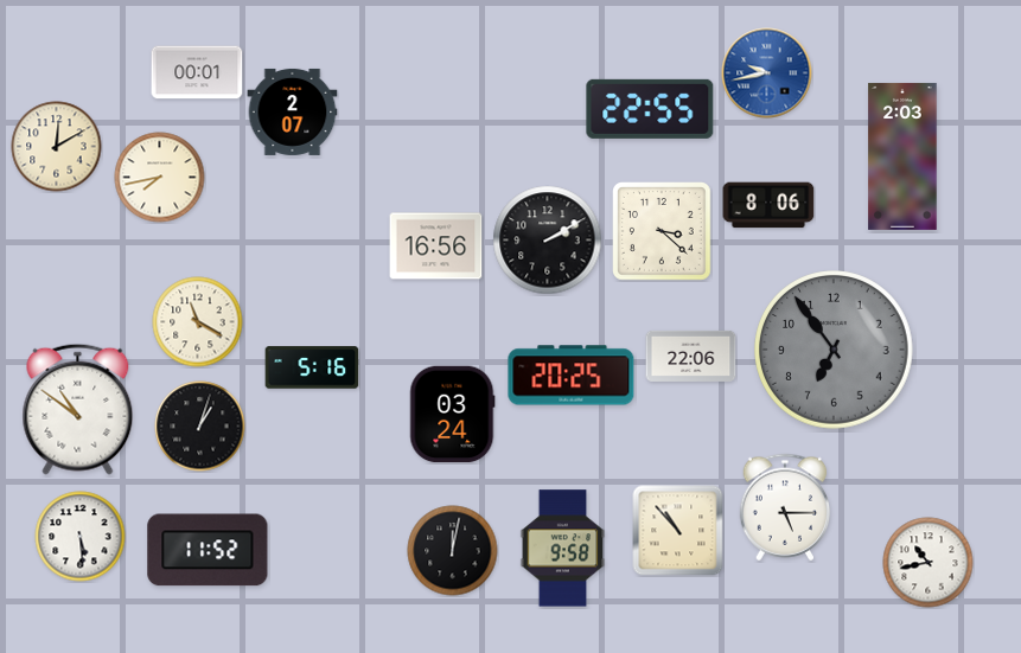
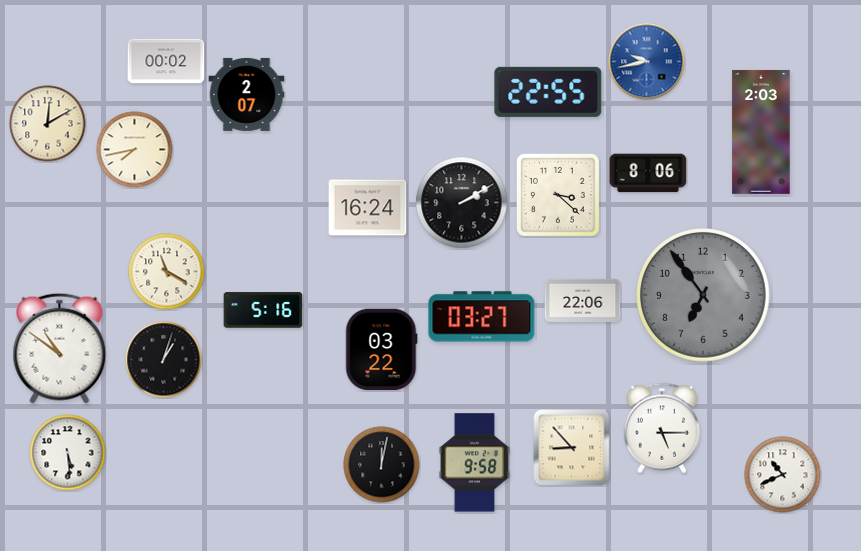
clock at (197, 72): 00:01 -> 00:02
clock at (436, 247): 16:56 -> 16:24
clock at (572, 376): 20:25 -> 03:27
clock at (78, 409) position: (78, 409) -> (60, 348)
clock at (453, 415): 03:24 -> 03:22
clock at (200, 427) position: (200, 427) -> (164, 360)
clock at (678, 531): 10:53 -> 8:53
clock at (208, 550): 11:52 -> none
clock at (929, 563): 10:43 -> 10:41
